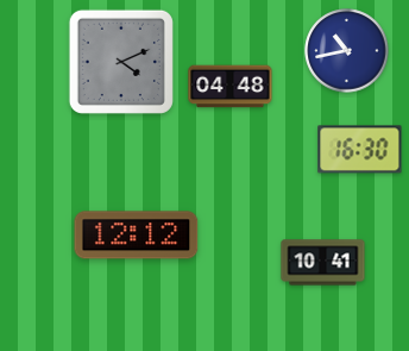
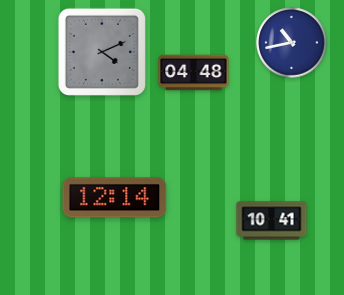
clock at (360, 150): 16:30 -> none
clock at (137, 236): 12:12 -> 12:14
